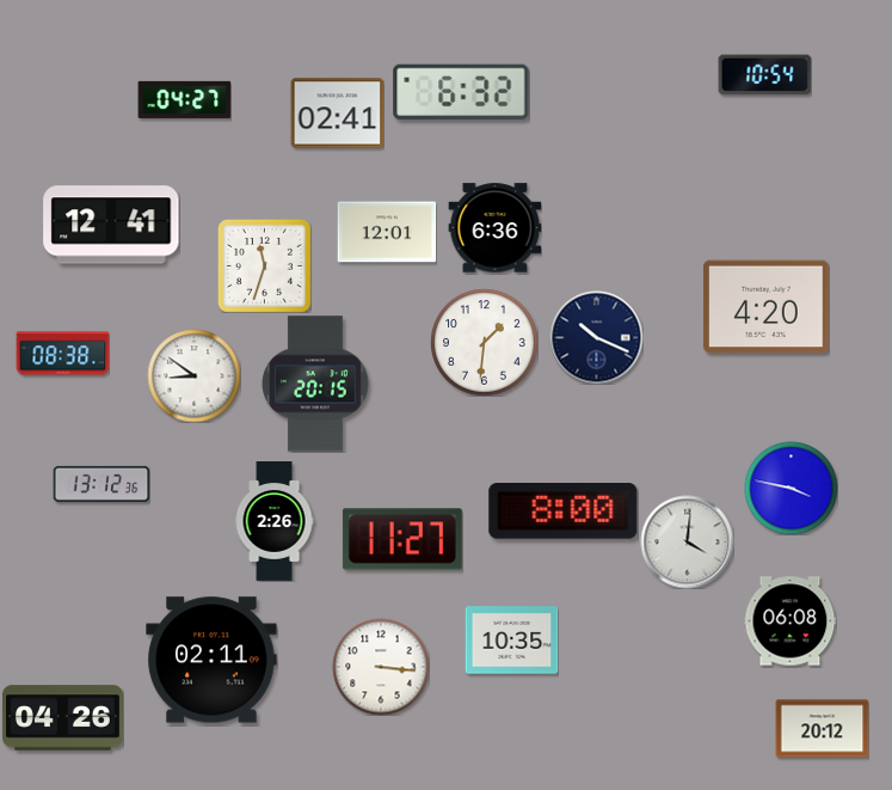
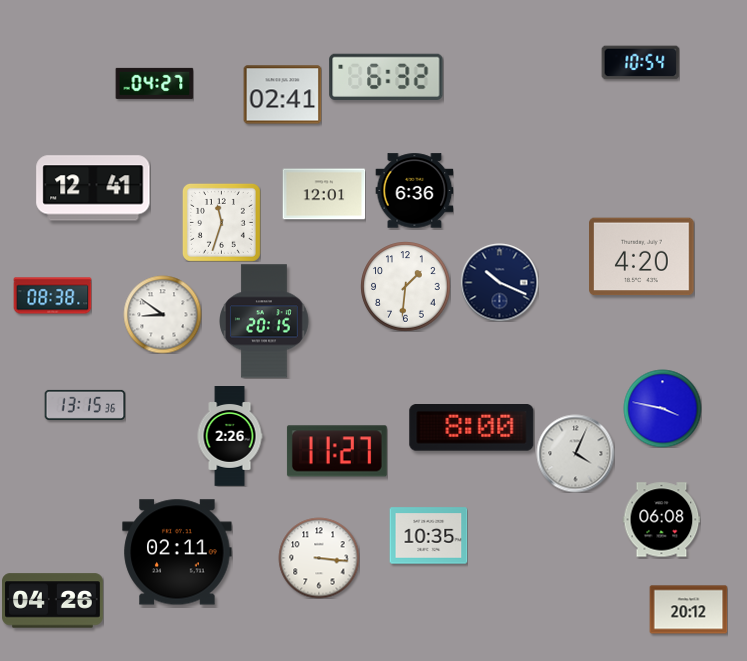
clock at (101, 484): 13:12 -> 13:15
clock at (687, 541): 4:01 -> 4:04
